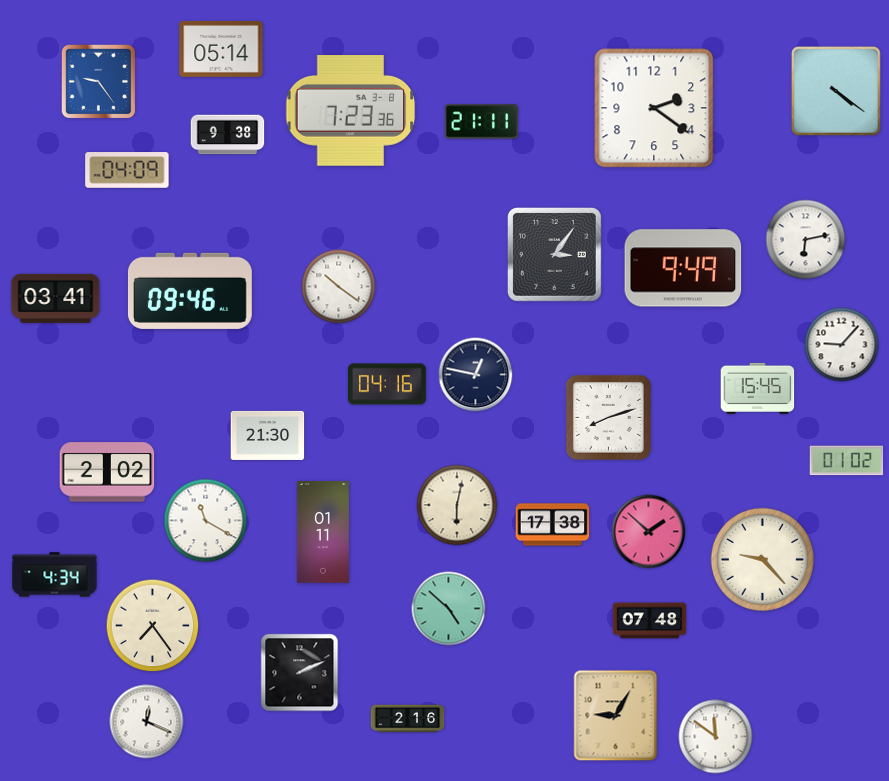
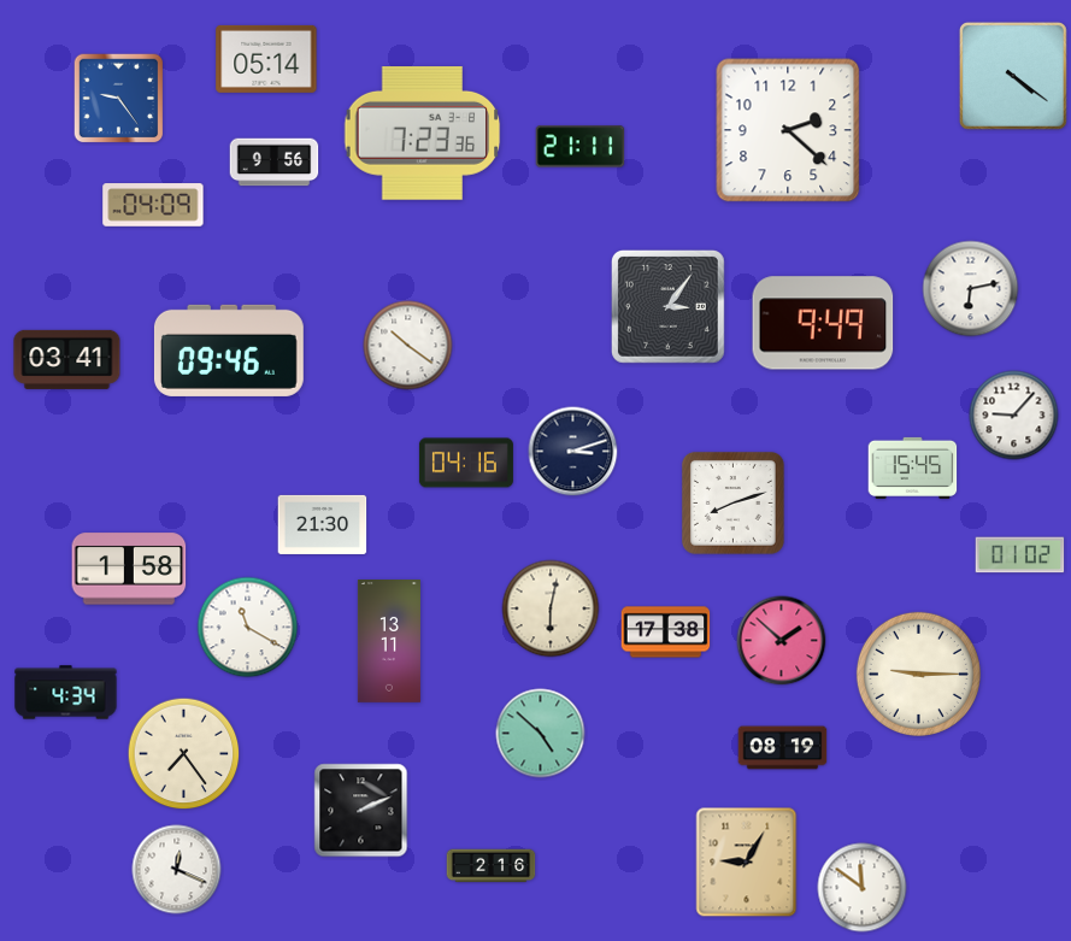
clock at (836, 91) position: (836, 91) -> (1013, 76)
clock at (654, 108): 2:21 -> 2:22
clock at (228, 135): 9:38 -> 9:56
clock at (476, 375): 12:47 -> 3:12
clock at (107, 472): 2:02 -> 1:58
clock at (323, 533): 01:11 -> 13:11
clock at (762, 559): 9:23 -> 9:15
clock at (650, 621): 07:48 -> 08:19
clock at (616, 716) position: (616, 716) -> (747, 863)
